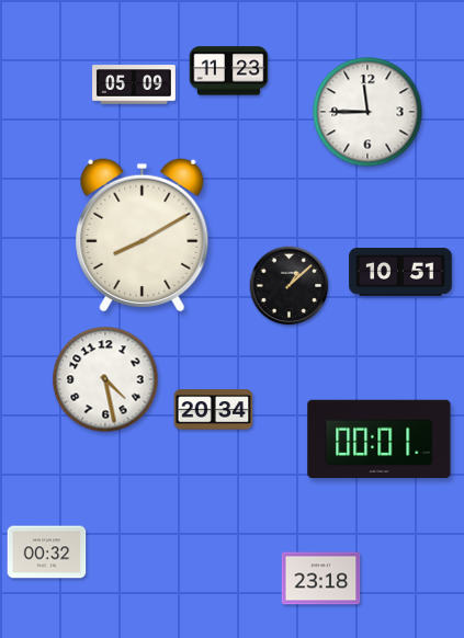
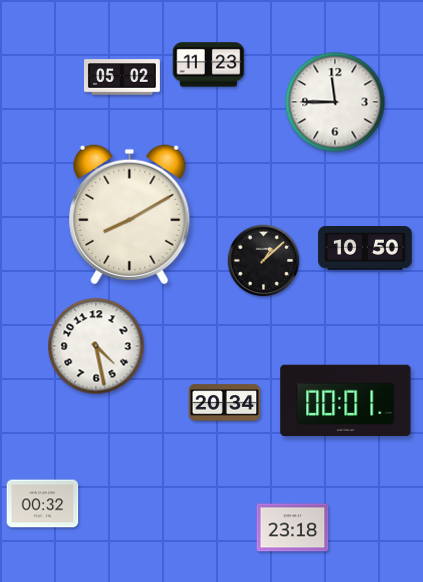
clock at (135, 84): 05:09 -> 05:02
clock at (400, 273): 10:51 -> 10:50
clock at (214, 410) position: (214, 410) -> (225, 403)
